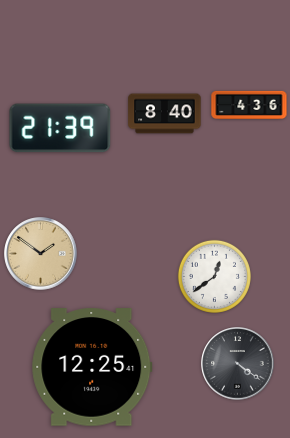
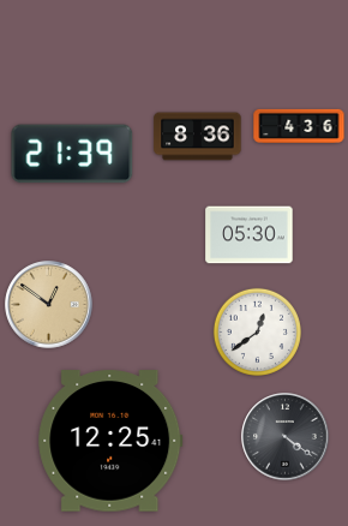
clock at (165, 114): 8:40 -> 8:36
clock at (250, 235): none -> 05:30
clock at (41, 254): 1:51 -> 12:51
